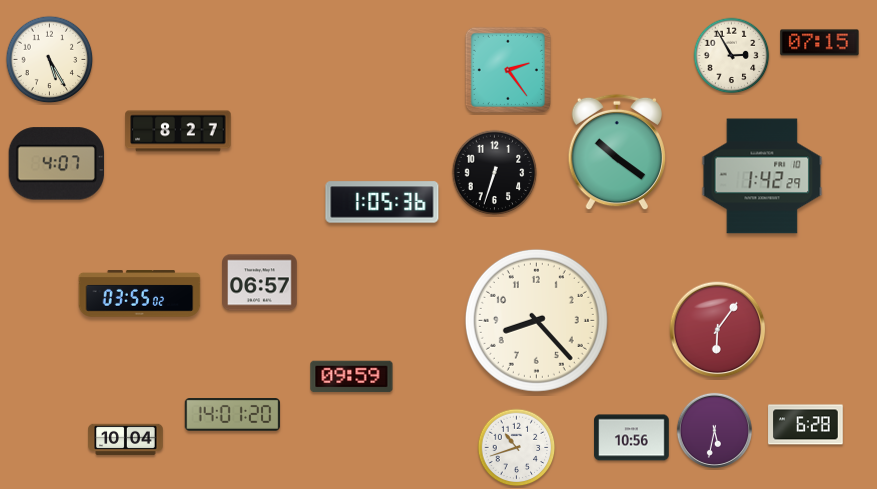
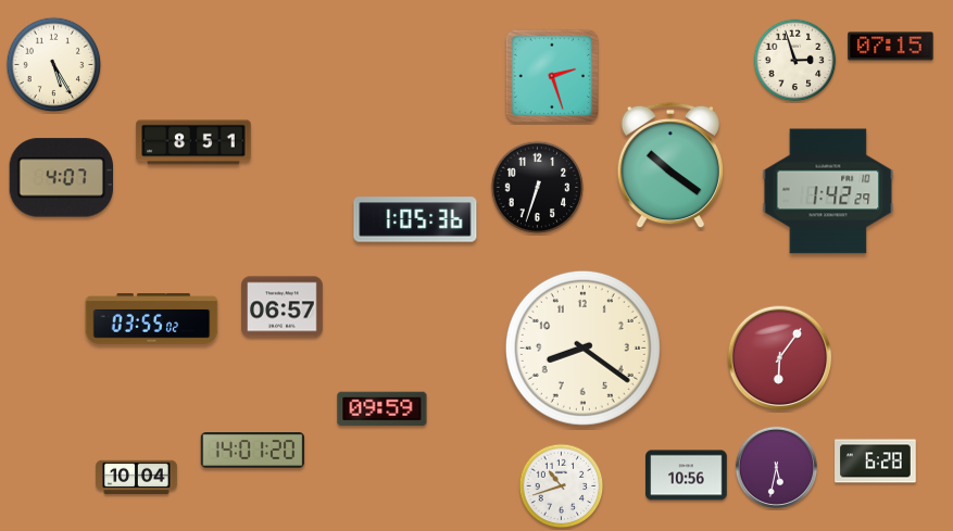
clock at (732, 56): 2:55 -> 2:57
clock at (508, 70): 2:24 -> 2:27
clock at (178, 131): 8:27 -> 8:51
clock at (536, 320): 8:23 -> 8:21
